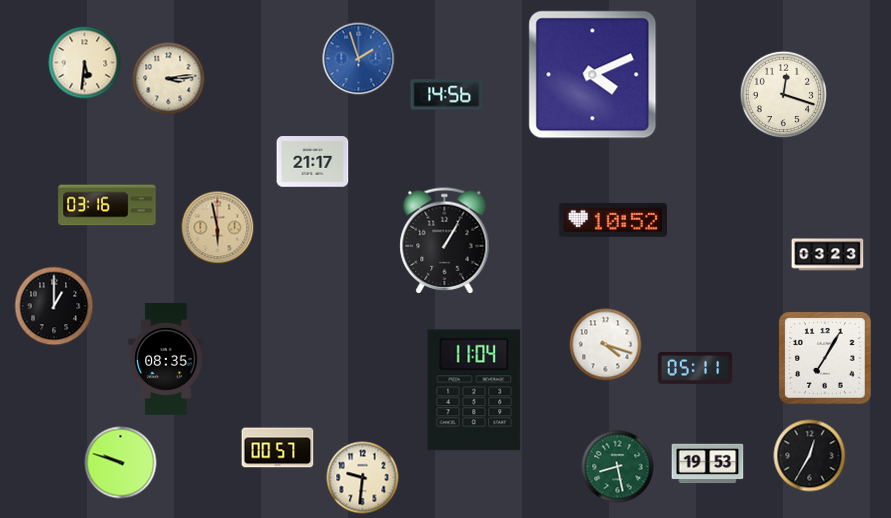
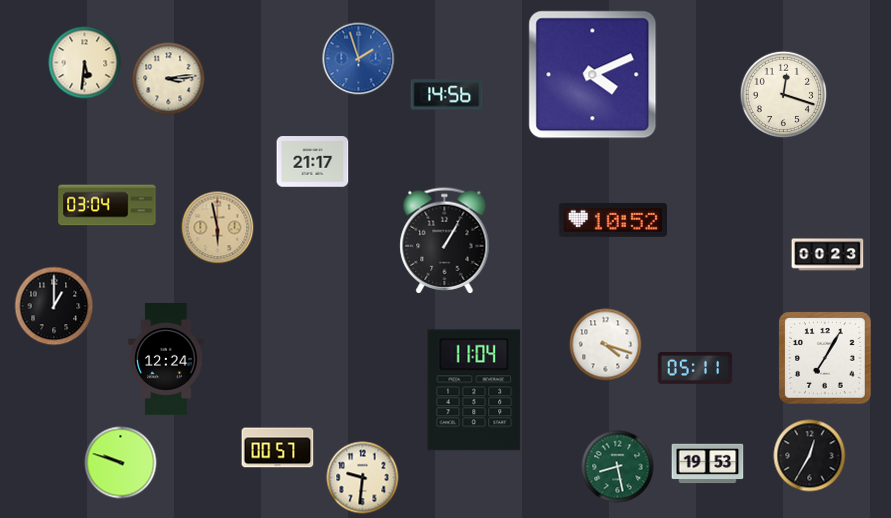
clock at (107, 205): 03:16 -> 03:04
clock at (828, 255): 03:23 -> 00:23
clock at (166, 359): 08:35 -> 12:24
